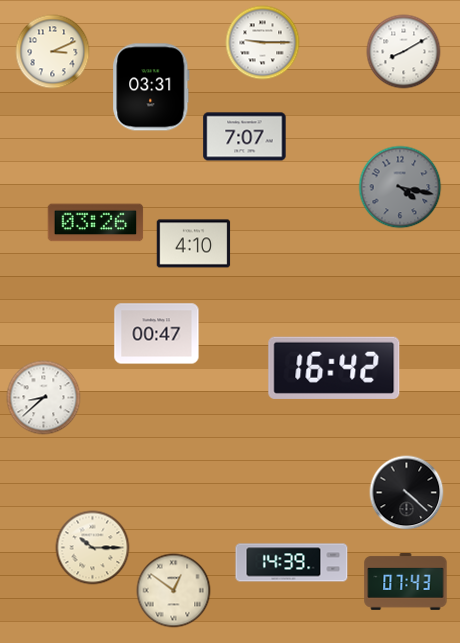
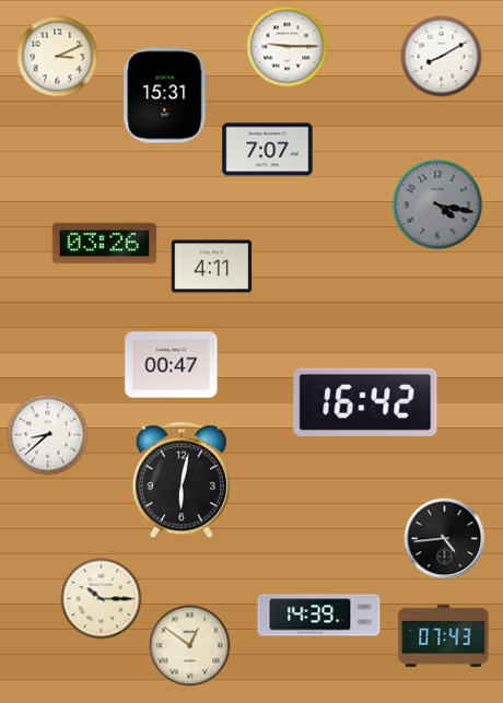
clock at (151, 87): 03:31 -> 15:31
clock at (194, 244): 4:10 -> 4:11
clock at (182, 481): none -> 6:02
clock at (407, 493): 4:22 -> 4:44
